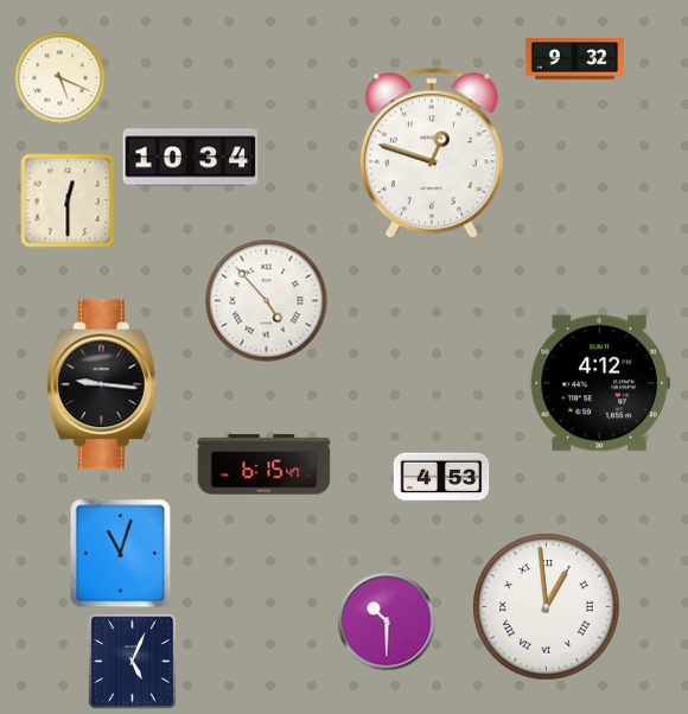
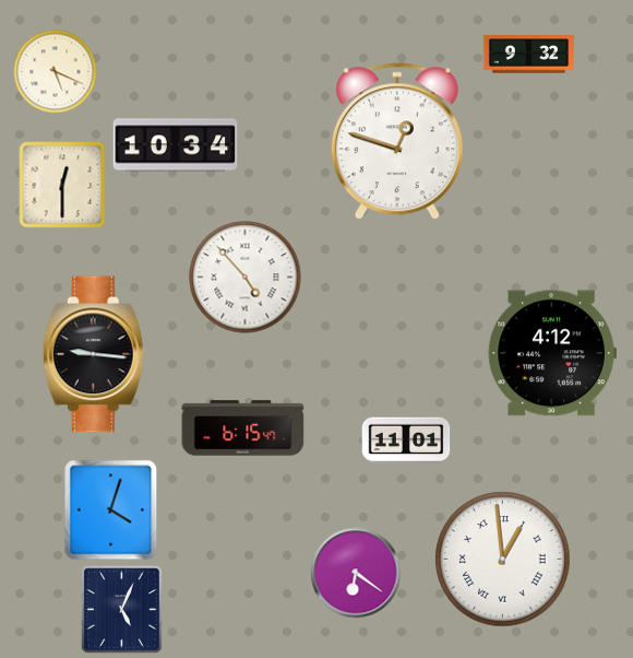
clock at (441, 478): 4:53 -> 11:01
clock at (121, 554): 11:03 -> 4:03
clock at (387, 621): 10:30 -> 6:21
